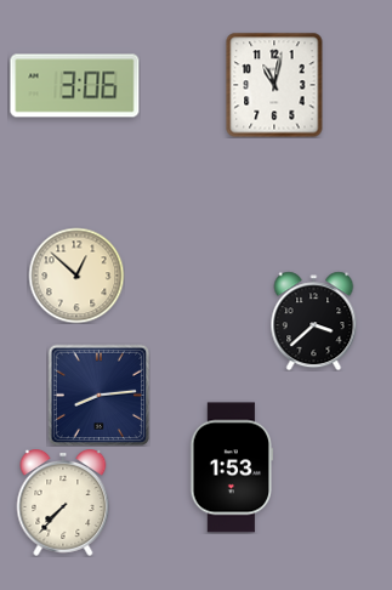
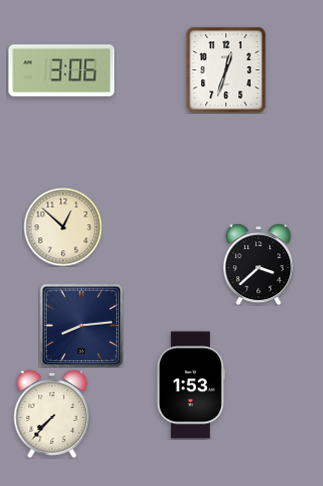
clock at (274, 85): 11:02 -> 12:33
